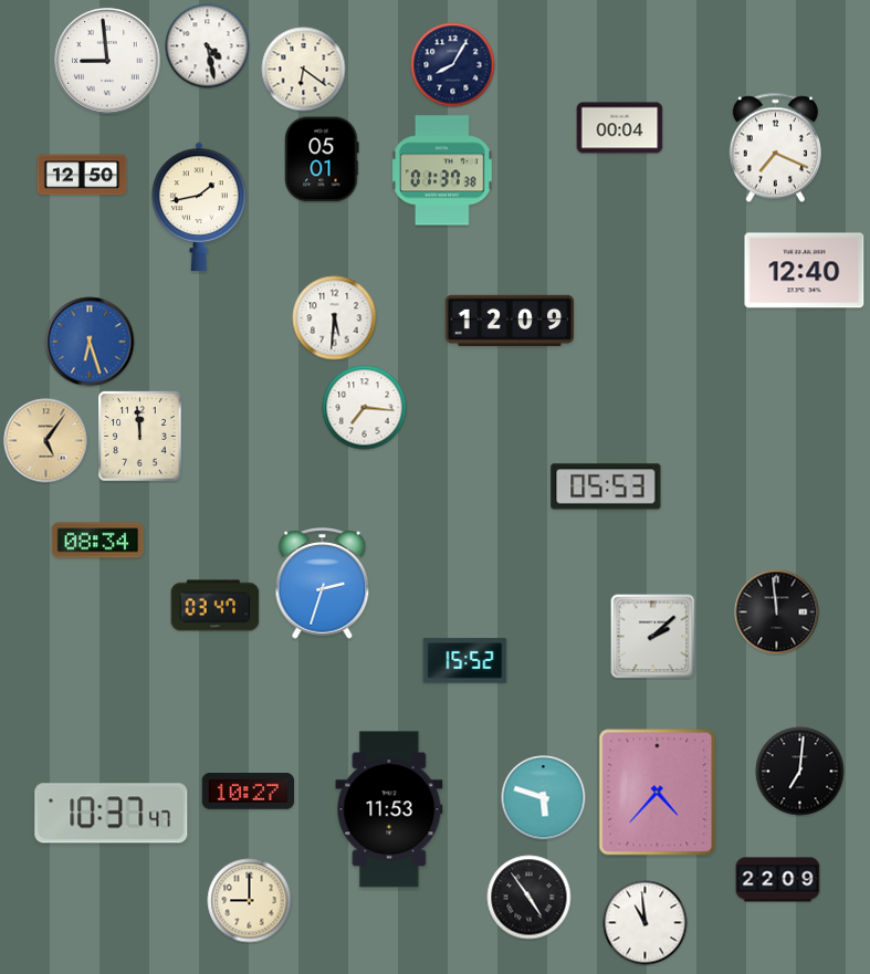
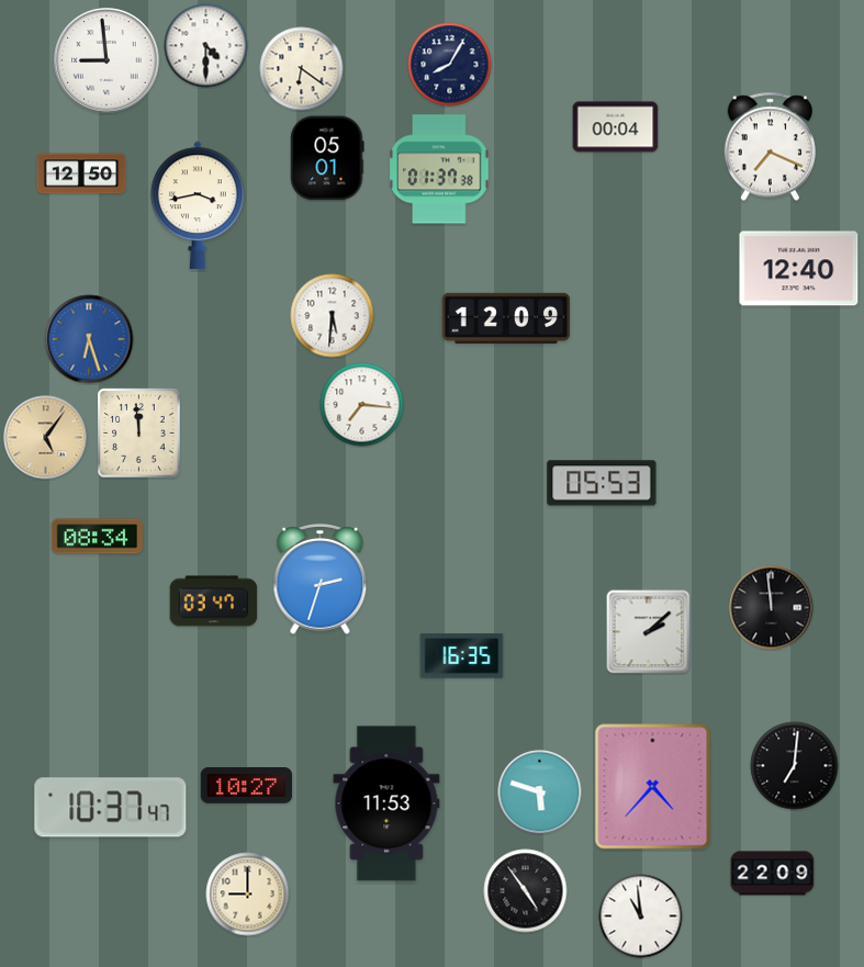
clock at (208, 46): 4:28 -> 4:30
clock at (322, 159) position: (322, 159) -> (327, 158)
clock at (200, 207): 1:43 -> 3:43
clock at (465, 661): 15:52 -> 16:35
